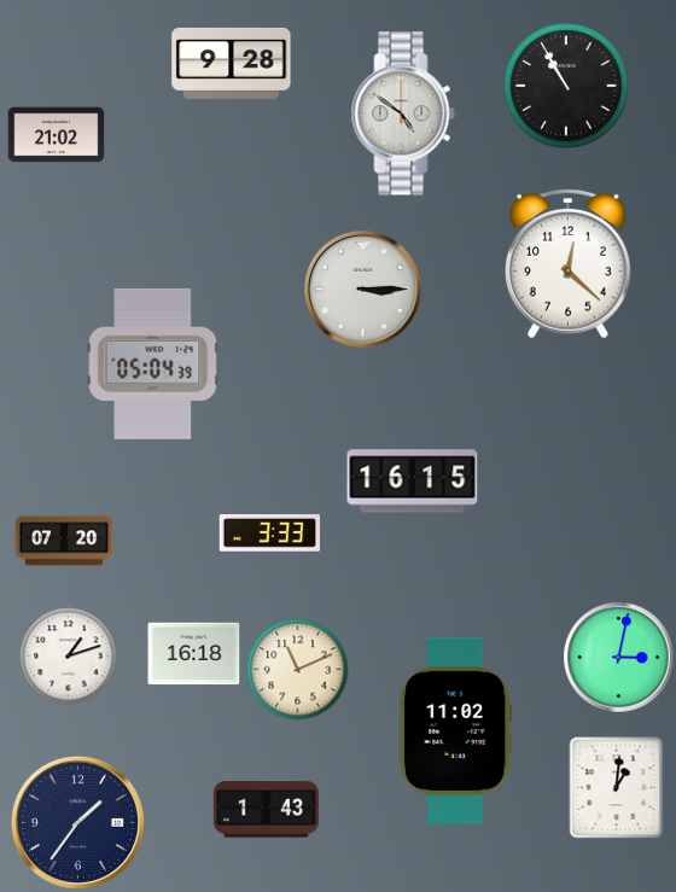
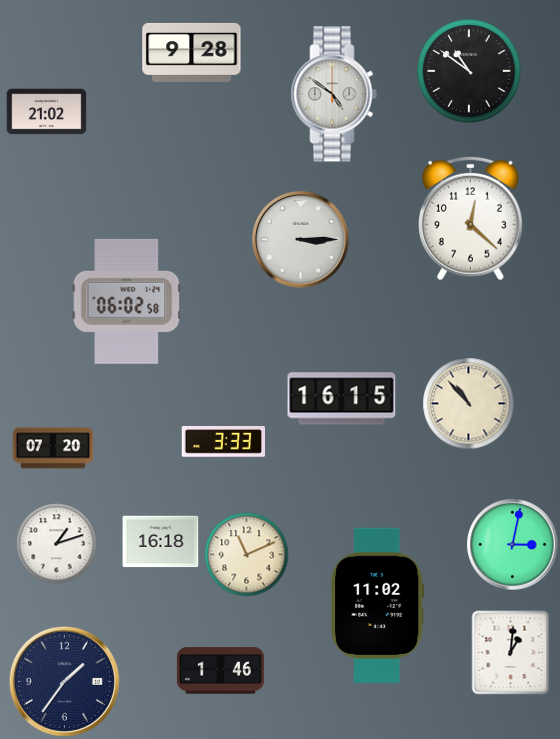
clock at (566, 86): 10:55 -> 10:51
clock at (153, 363): 05:04 -> 06:02
clock at (469, 404): none -> 10:53
clock at (266, 810): 1:43 -> 1:46
